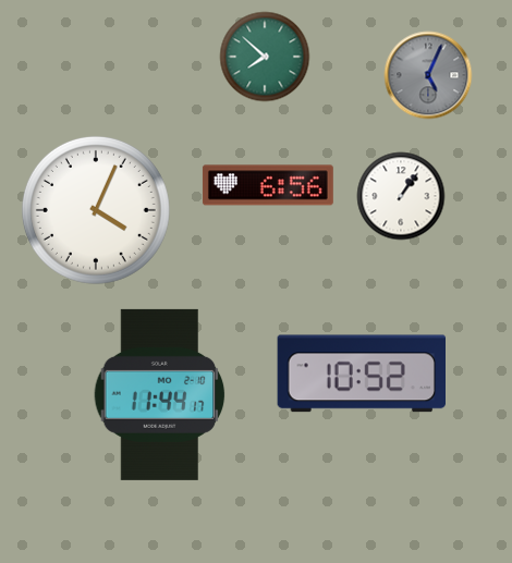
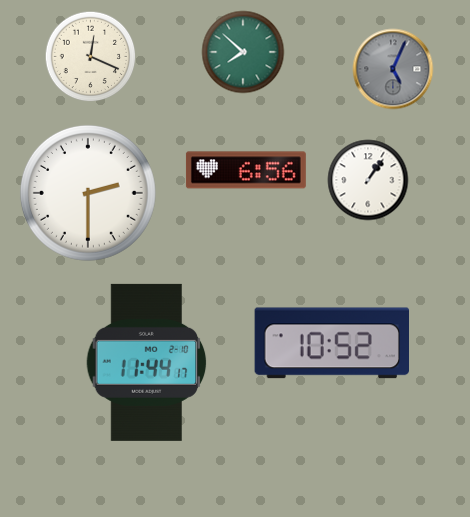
clock at (91, 57): none -> 12:19
clock at (96, 210): 4:04 -> 2:30
